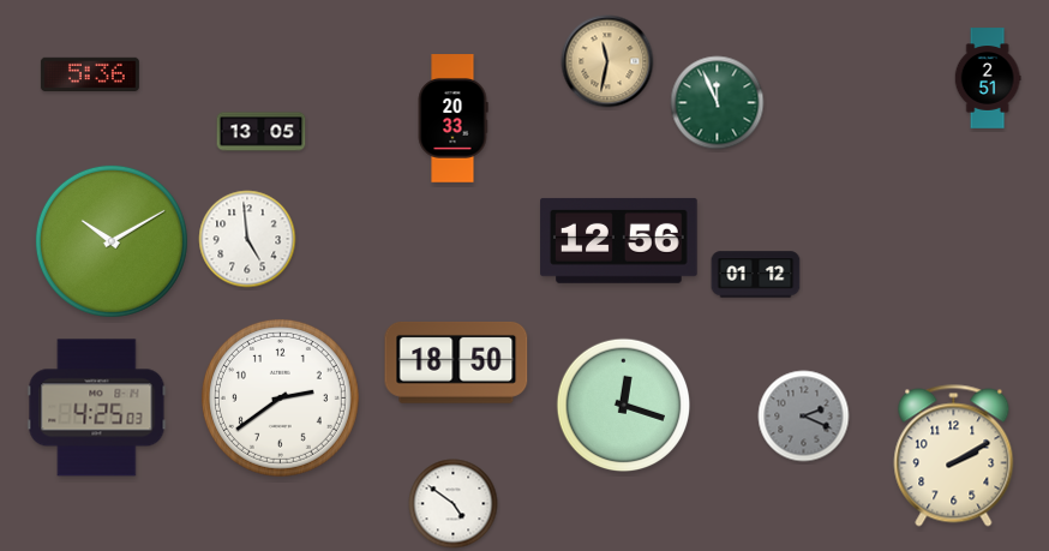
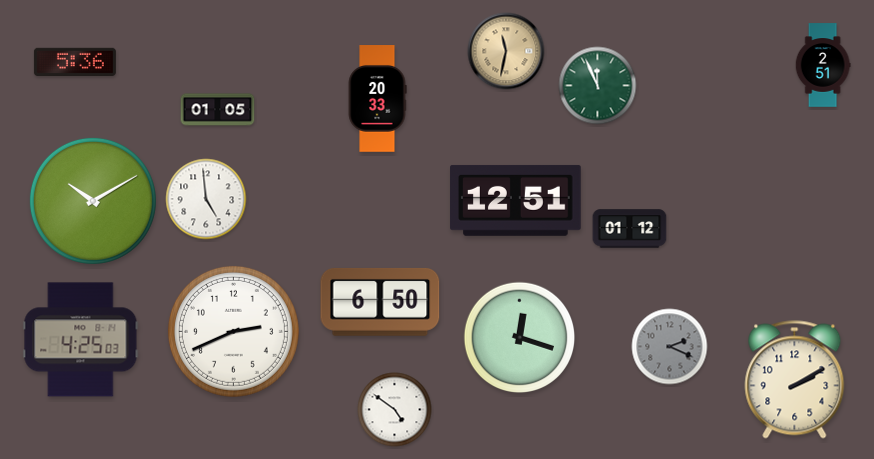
clock at (262, 132): 13:05 -> 01:05
clock at (619, 240): 12:56 -> 12:51
clock at (456, 363): 18:50 -> 6:50
clock at (280, 397): 2:39 -> 2:41
clock at (454, 504) position: (454, 504) -> (395, 410)
